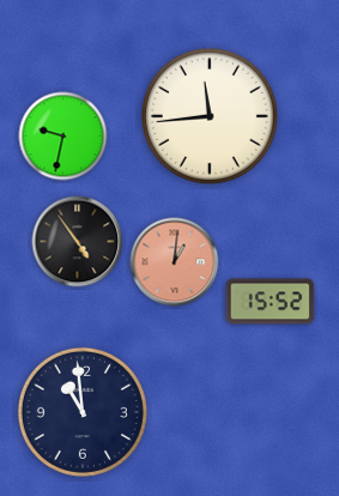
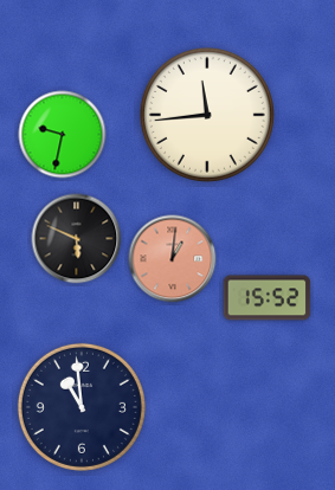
clock at (78, 242): 4:54 -> 5:49
